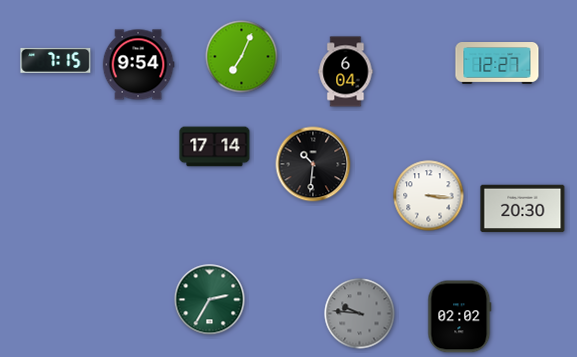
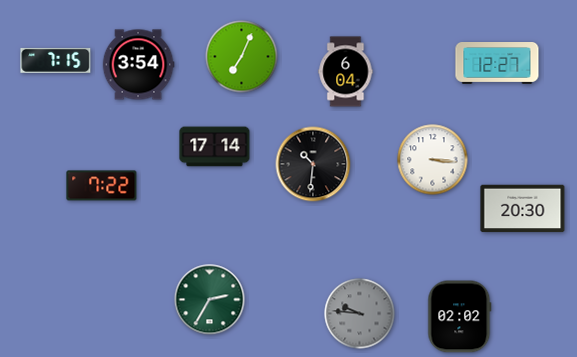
clock at (138, 65): 9:54 -> 3:54
clock at (102, 186): none -> 7:22
clock at (429, 196) position: (429, 196) -> (433, 160)
